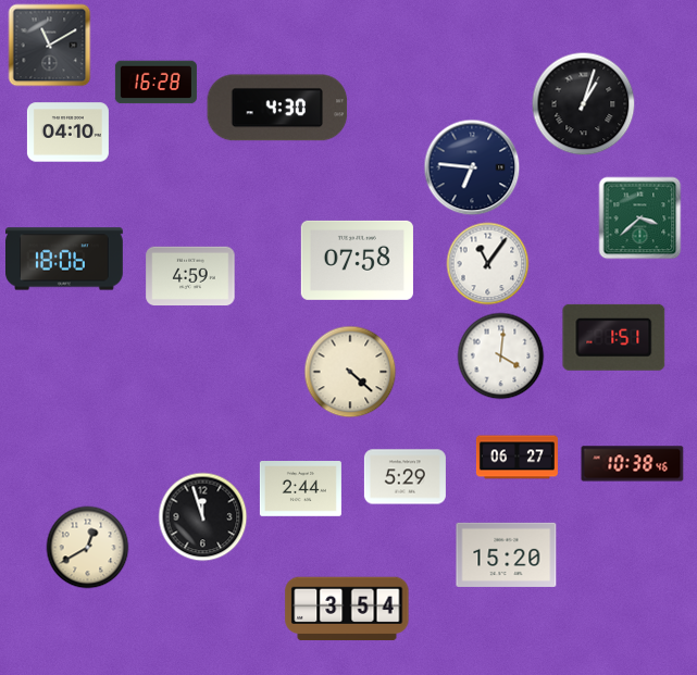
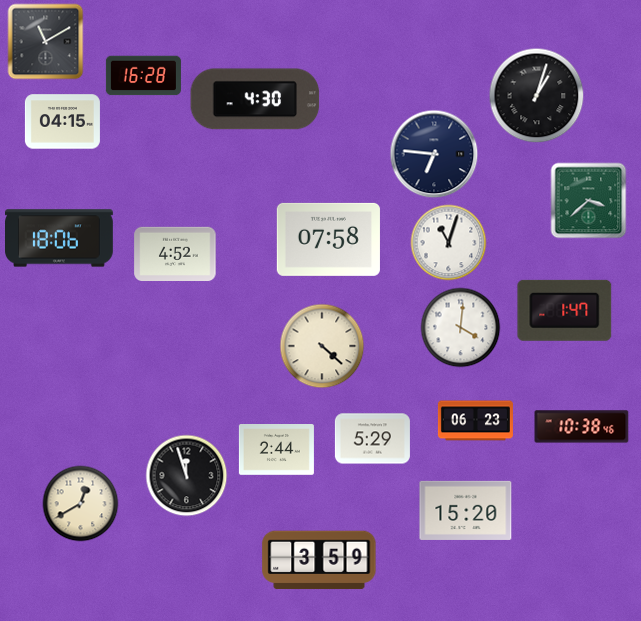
clock at (67, 133): 04:10 -> 04:15
clock at (488, 264): 11:06 -> 11:03
clock at (190, 275): 4:59 -> 4:52
clock at (614, 337): 1:51 -> 1:47
clock at (350, 372) position: (350, 372) -> (322, 346)
clock at (516, 458): 06:27 -> 06:23
clock at (347, 609): 3:54 -> 3:59
